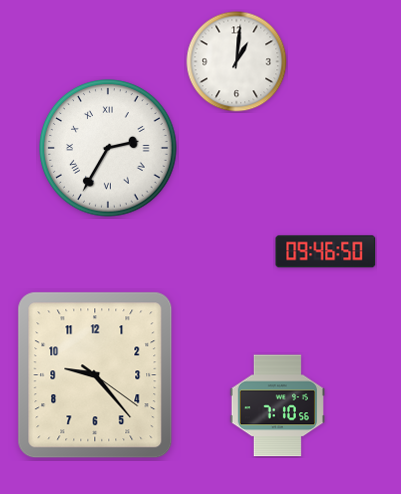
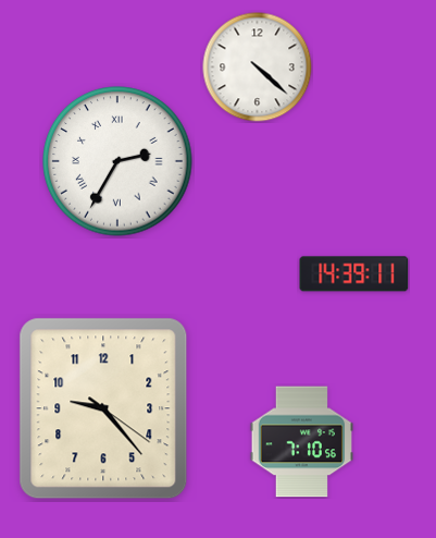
clock at (237, 62): 1:01 -> 4:22
clock at (326, 252): 09:46 -> 14:39
